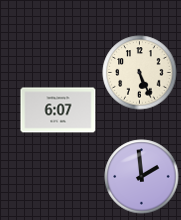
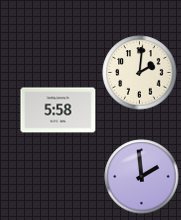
clock at (140, 73): 5:26 -> 2:01
clock at (58, 110): 6:07 -> 5:58
